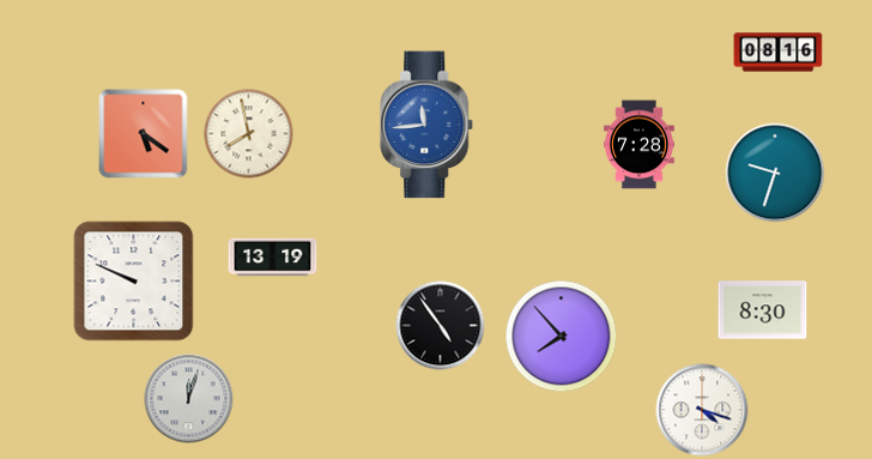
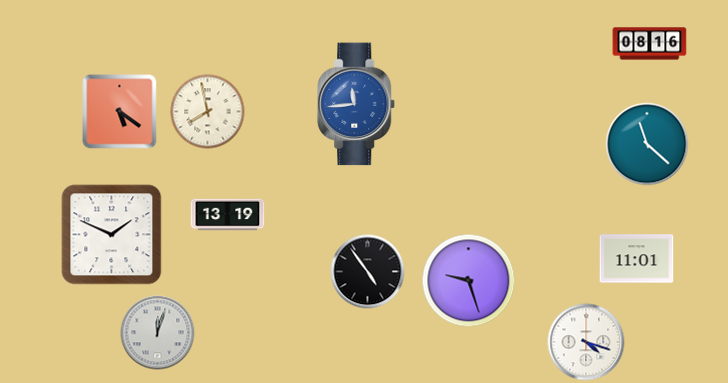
clock at (640, 145): 7:28 -> none
clock at (775, 173): 9:33 -> 11:22
clock at (134, 282): 9:49 -> 1:49
clock at (763, 310): 8:30 -> 11:01
clock at (562, 337): 7:53 -> 9:27
